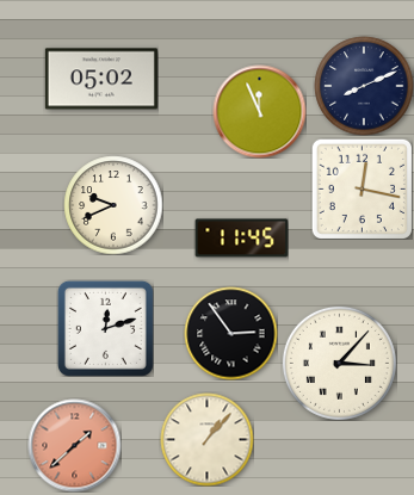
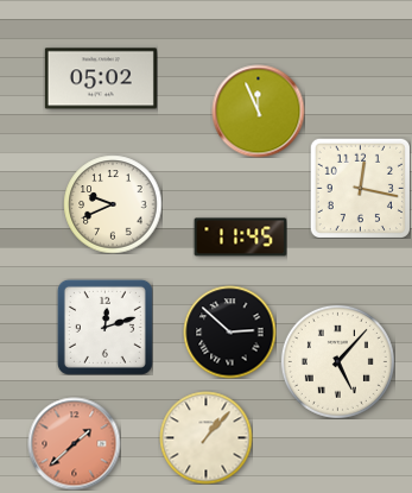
clock at (364, 86): 8:11 -> none
clock at (230, 333): 2:54 -> 2:52
clock at (339, 363): 3:07 -> 5:07
